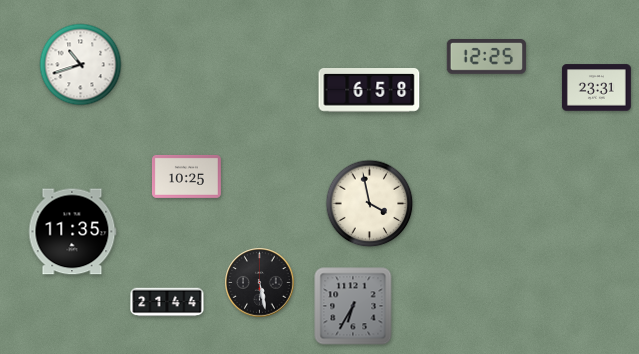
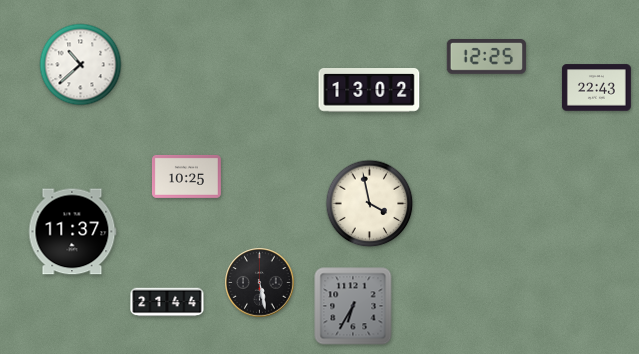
clock at (81, 65): 10:42 -> 10:38
clock at (596, 88): 23:31 -> 22:43
clock at (369, 91): 6:58 -> 13:02
clock at (72, 232): 11:35 -> 11:37
